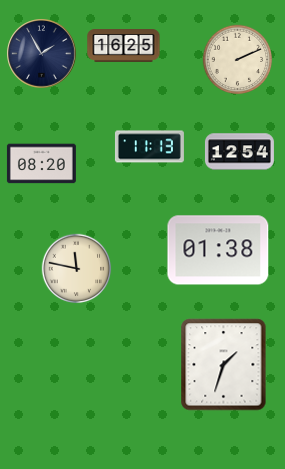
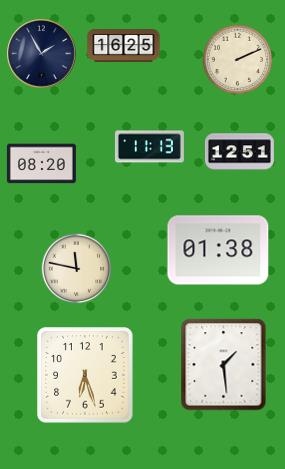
clock at (239, 152): 12:54 -> 12:51
clock at (224, 365): 1:33 -> 1:29
clock at (85, 375): none -> 6:27
